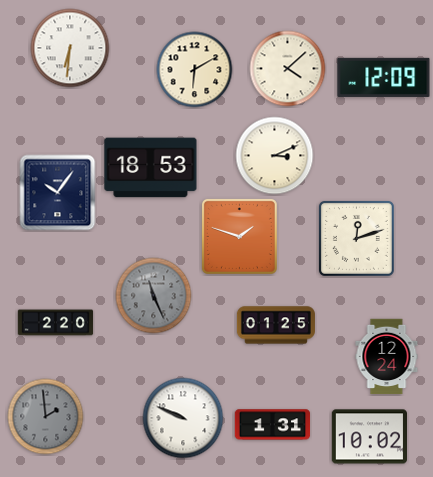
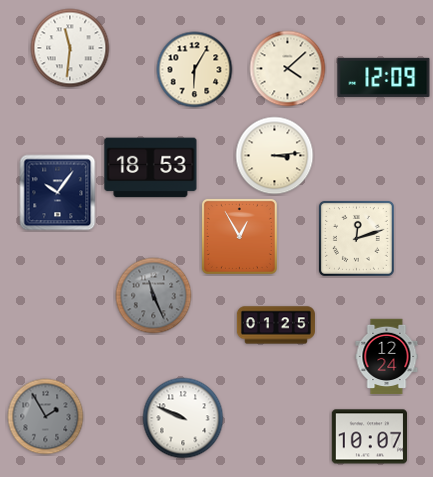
clock at (70, 48): 6:31 -> 11:31
clock at (195, 70): 6:10 -> 6:05
clock at (275, 156): 3:11 -> 3:14
clock at (239, 236): 1:48 -> 12:55
clock at (56, 323): 2:20 -> none
clock at (46, 417): 1:59 -> 1:55
clock at (273, 425): 1:31 -> none
clock at (369, 437): 10:02 -> 10:07
